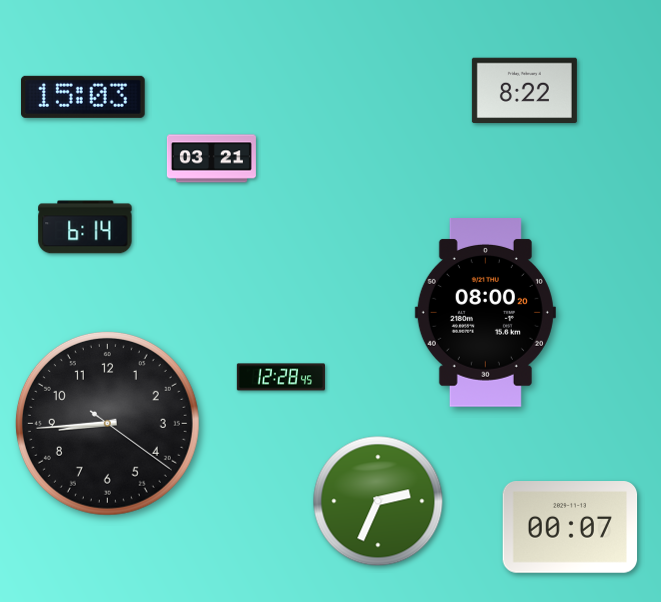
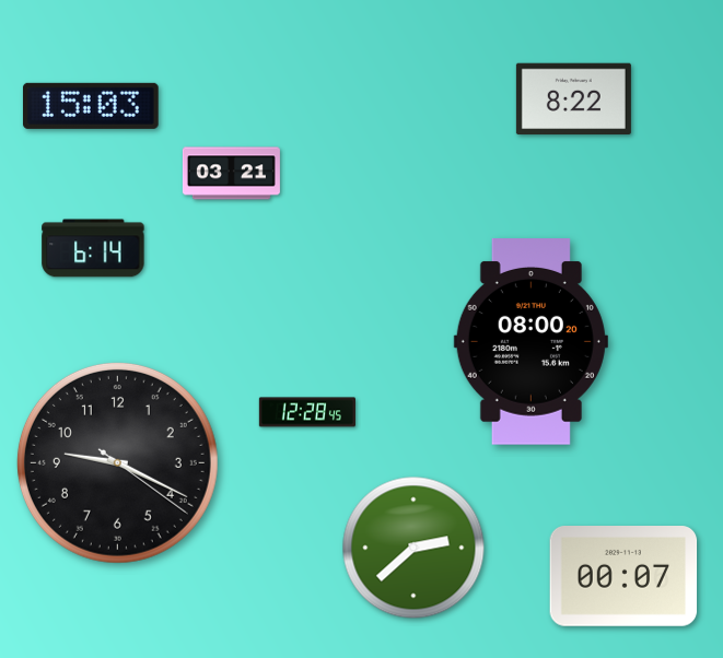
clock at (107, 423): 8:44 -> 9:19
clock at (378, 501): 2:34 -> 2:38
